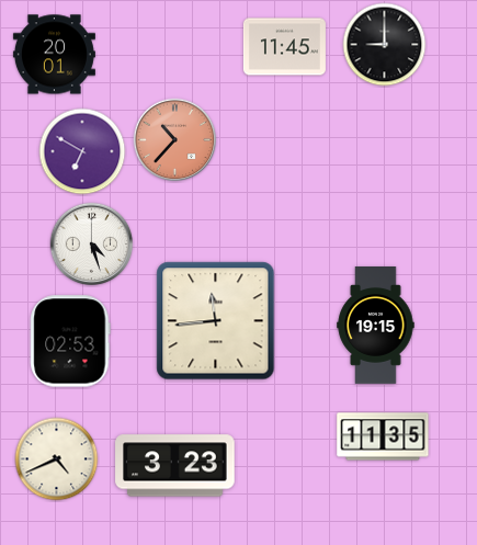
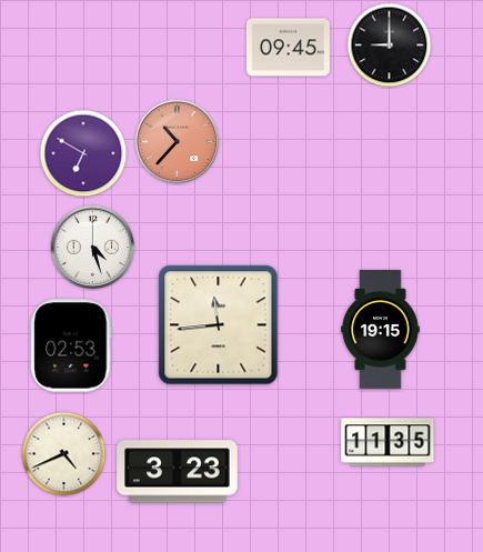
clock at (284, 47): 11:45 -> 09:45
clock at (54, 55): 20:01 -> none
clock at (57, 459) position: (57, 459) -> (64, 454)
